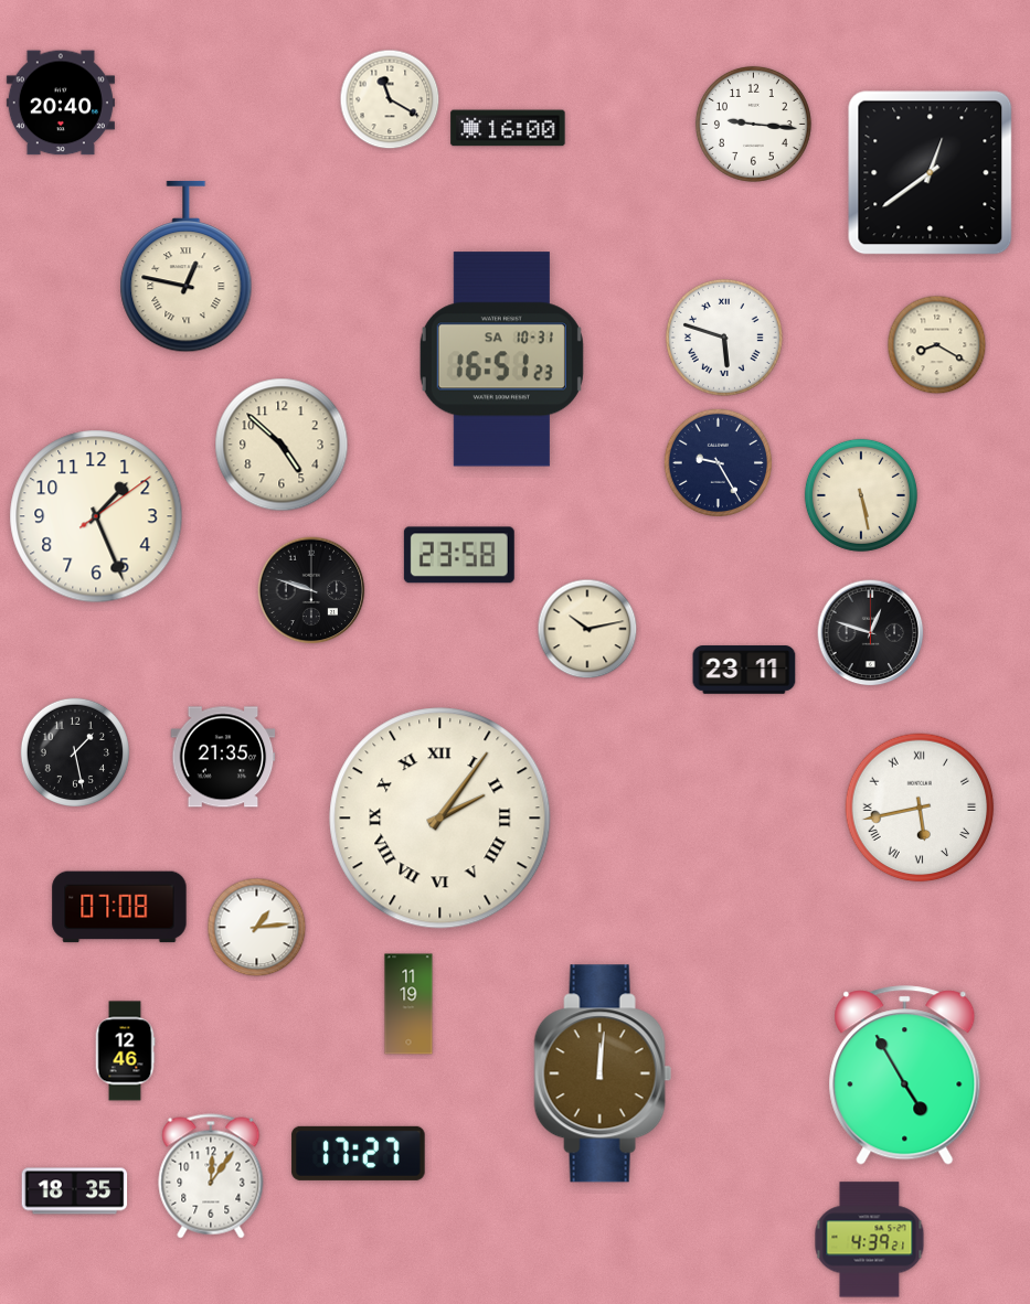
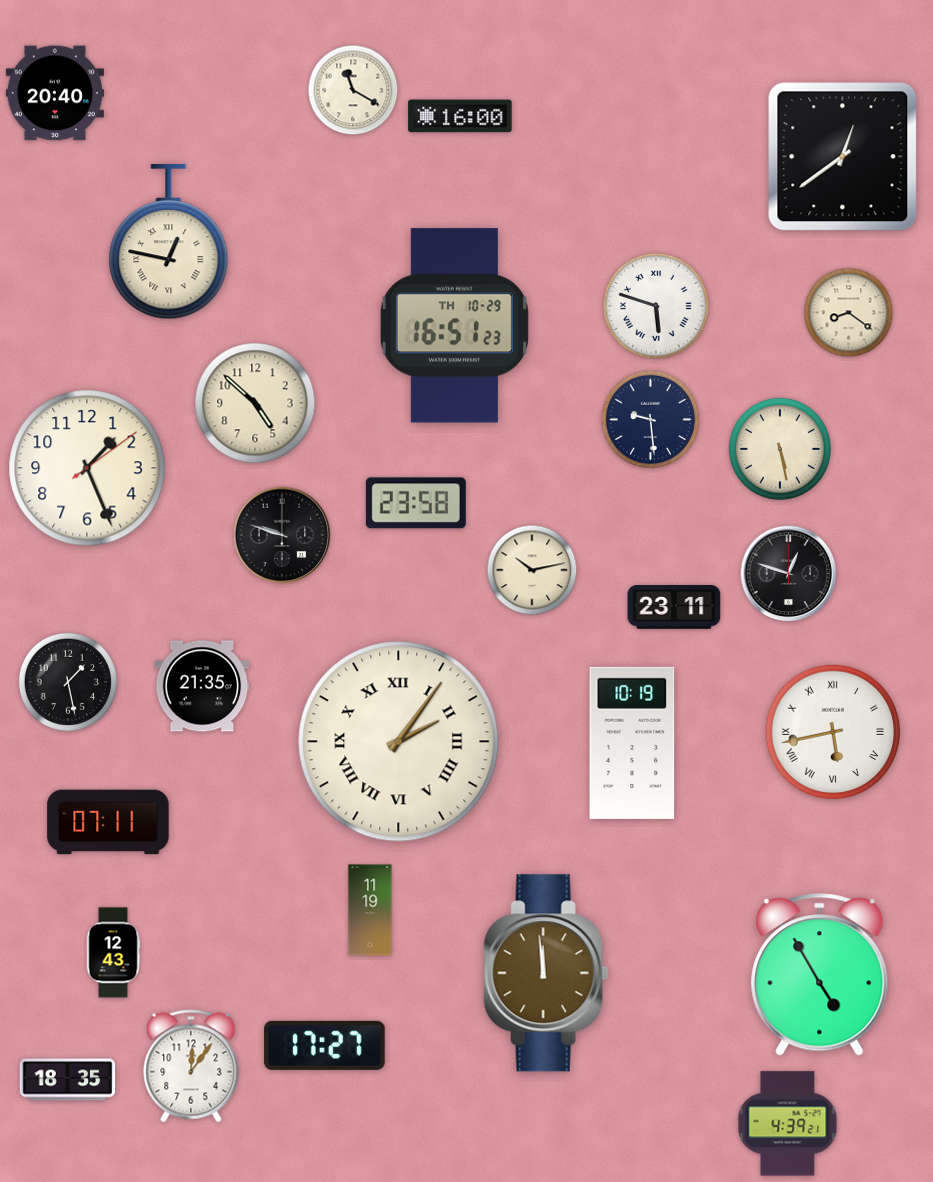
clock at (753, 124): 9:16 -> none
clock at (937, 345): 8:20 -> 8:21
clock at (501, 360) date: SA 10-31 -> TH 10-29
clock at (718, 462): 9:25 -> 9:29
clock at (632, 743): none -> 10:19
clock at (119, 907): 07:08 -> 07:11
clock at (257, 928): 1:14 -> none
clock at (125, 1051): 12:46 -> 12:43
clock at (603, 1073): 12:01 -> 11:59
